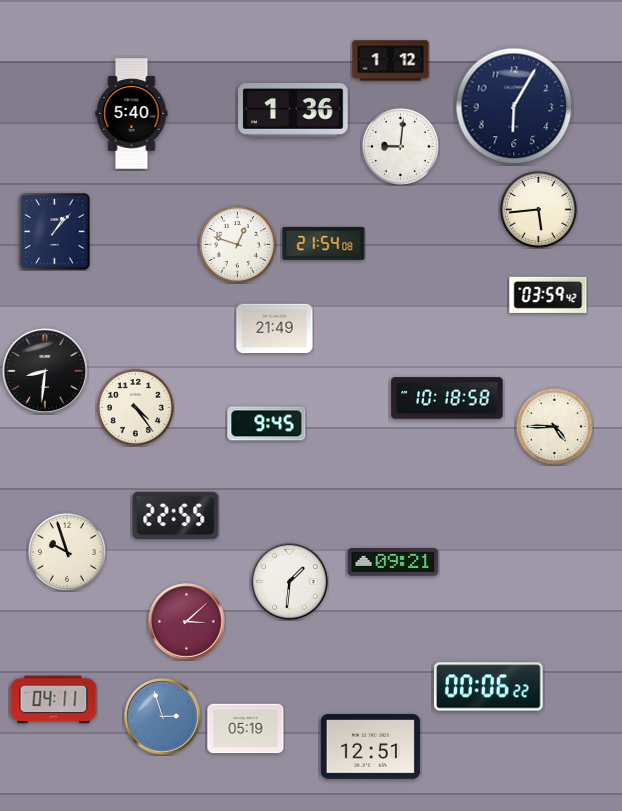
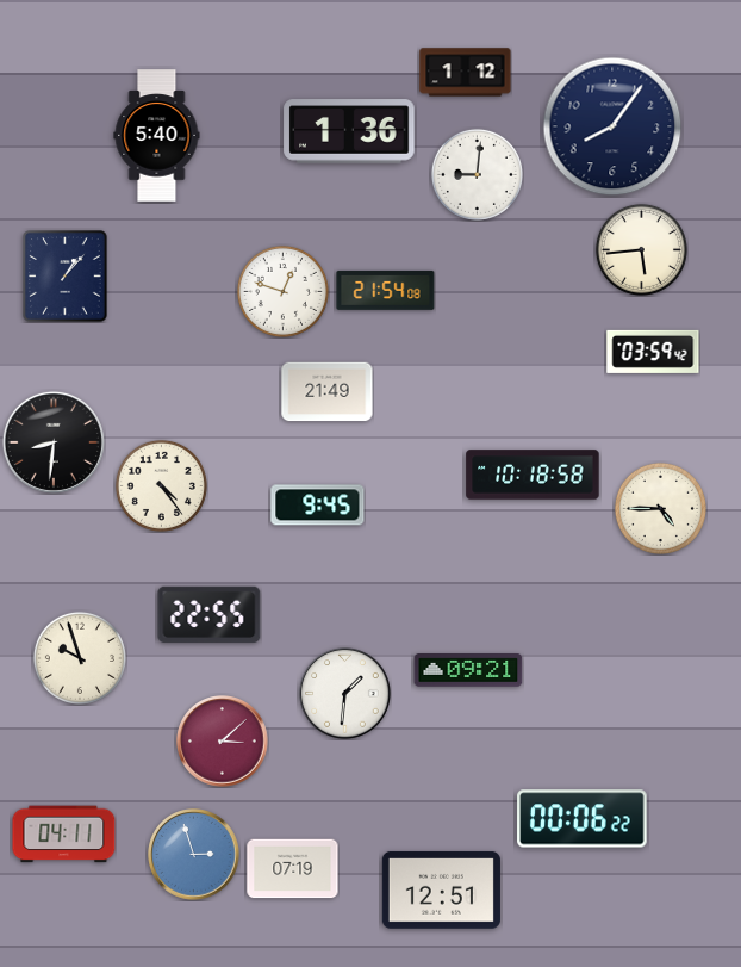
clock at (514, 106): 6:05 -> 8:06
clock at (246, 729): 05:19 -> 07:19
